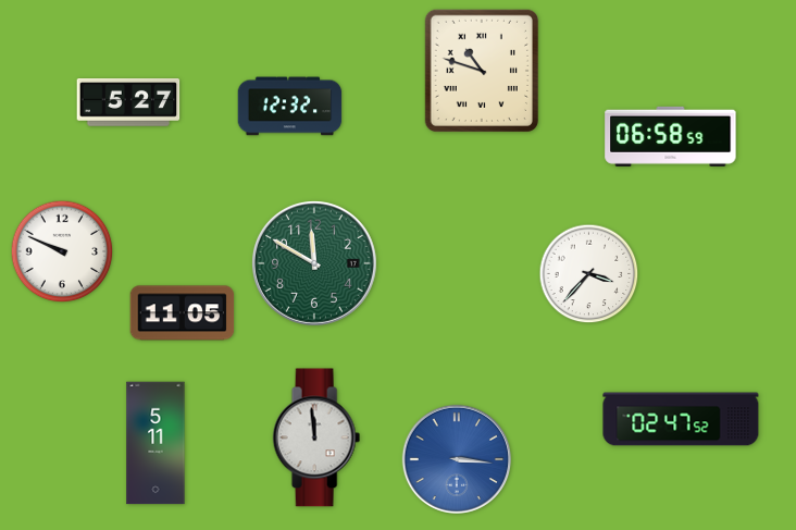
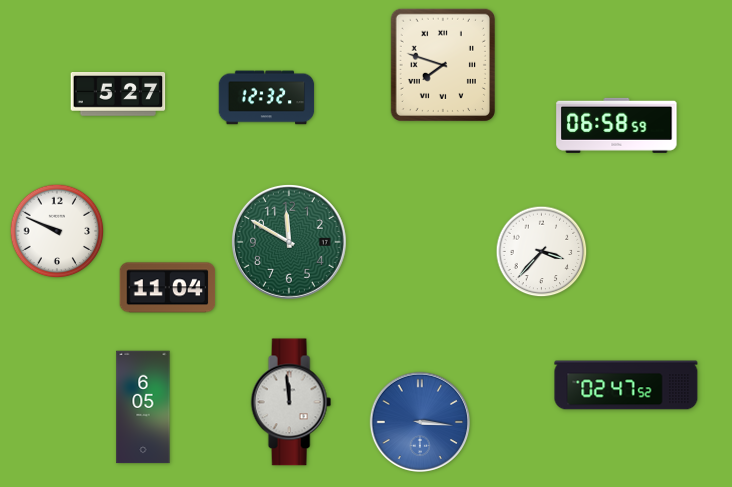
clock at (482, 70): 10:48 -> 7:48
clock at (183, 313): 11:05 -> 11:04
clock at (156, 443): 5:11 -> 6:05
